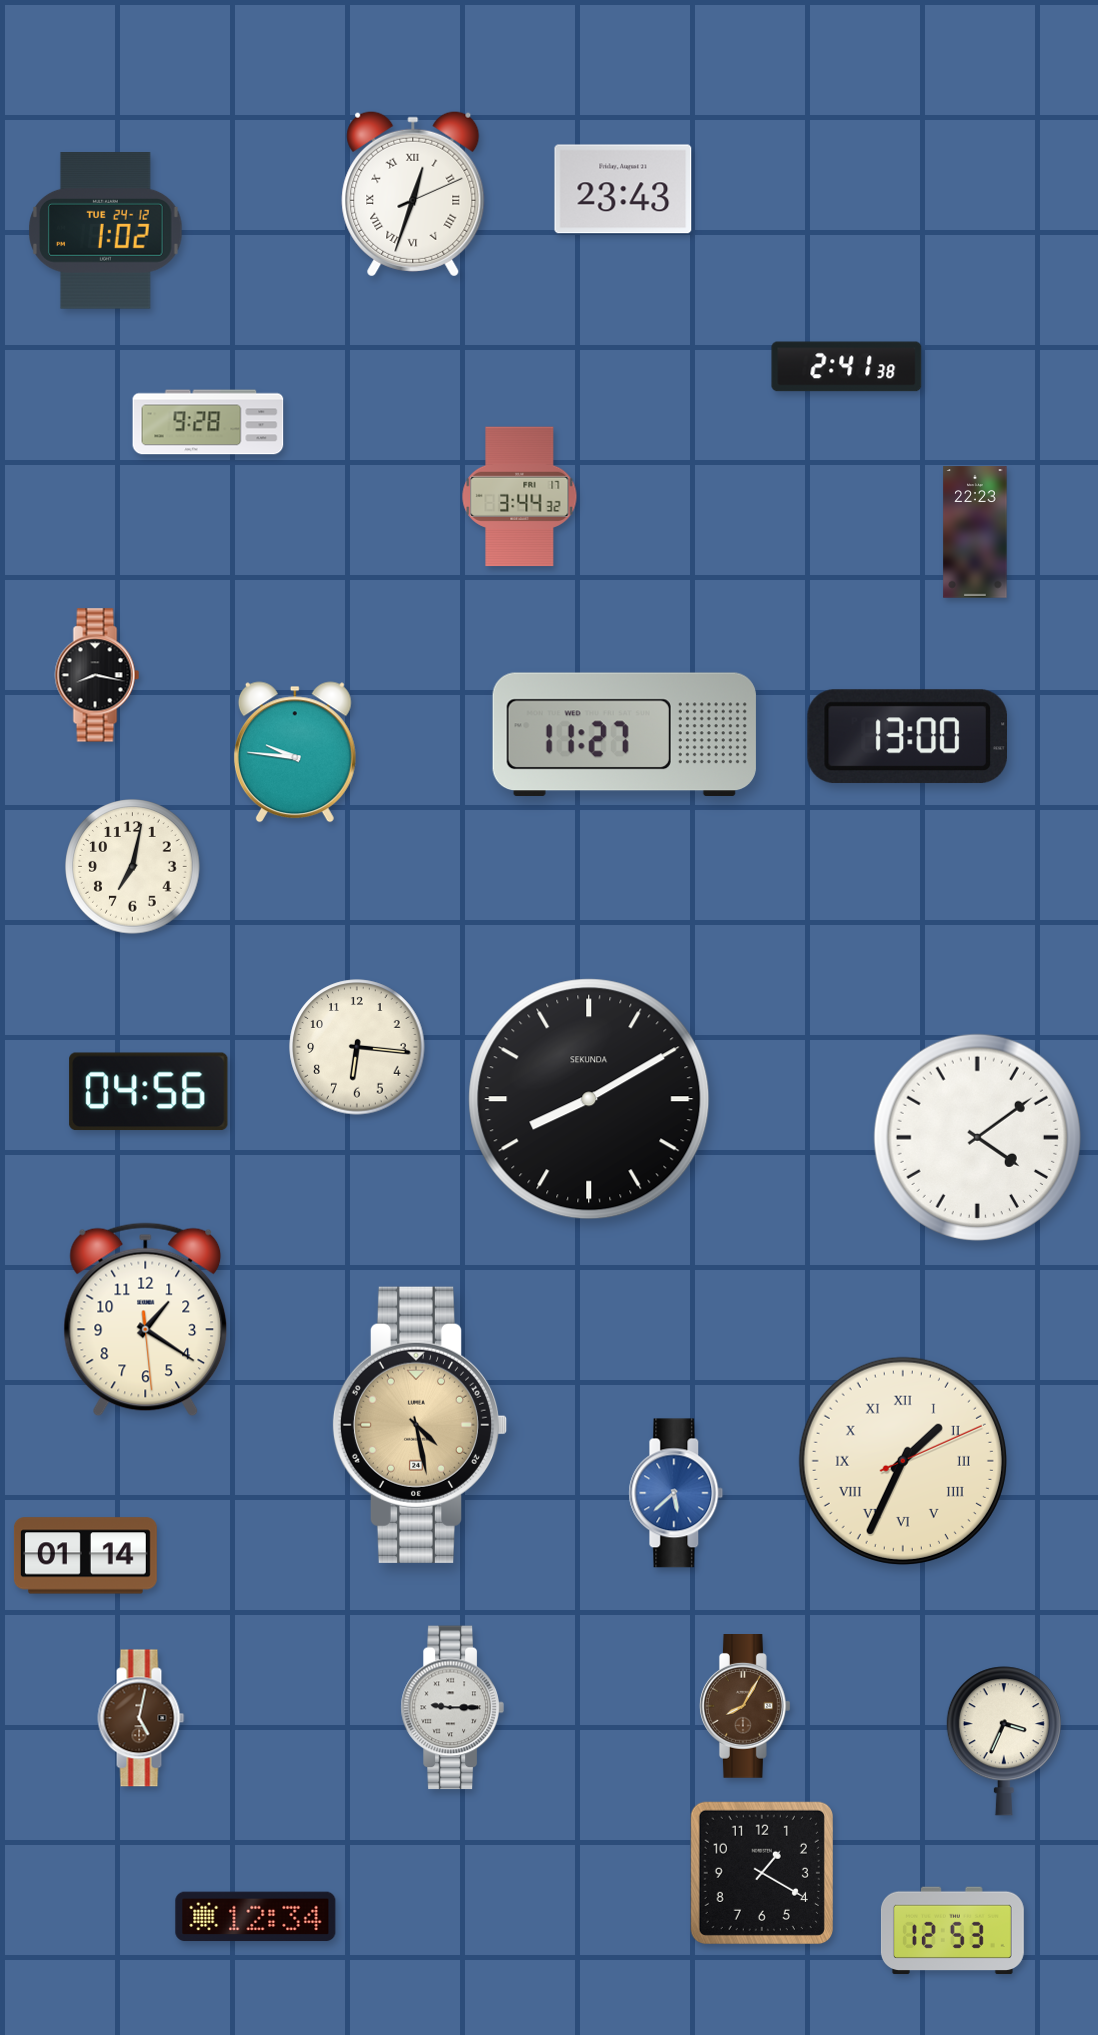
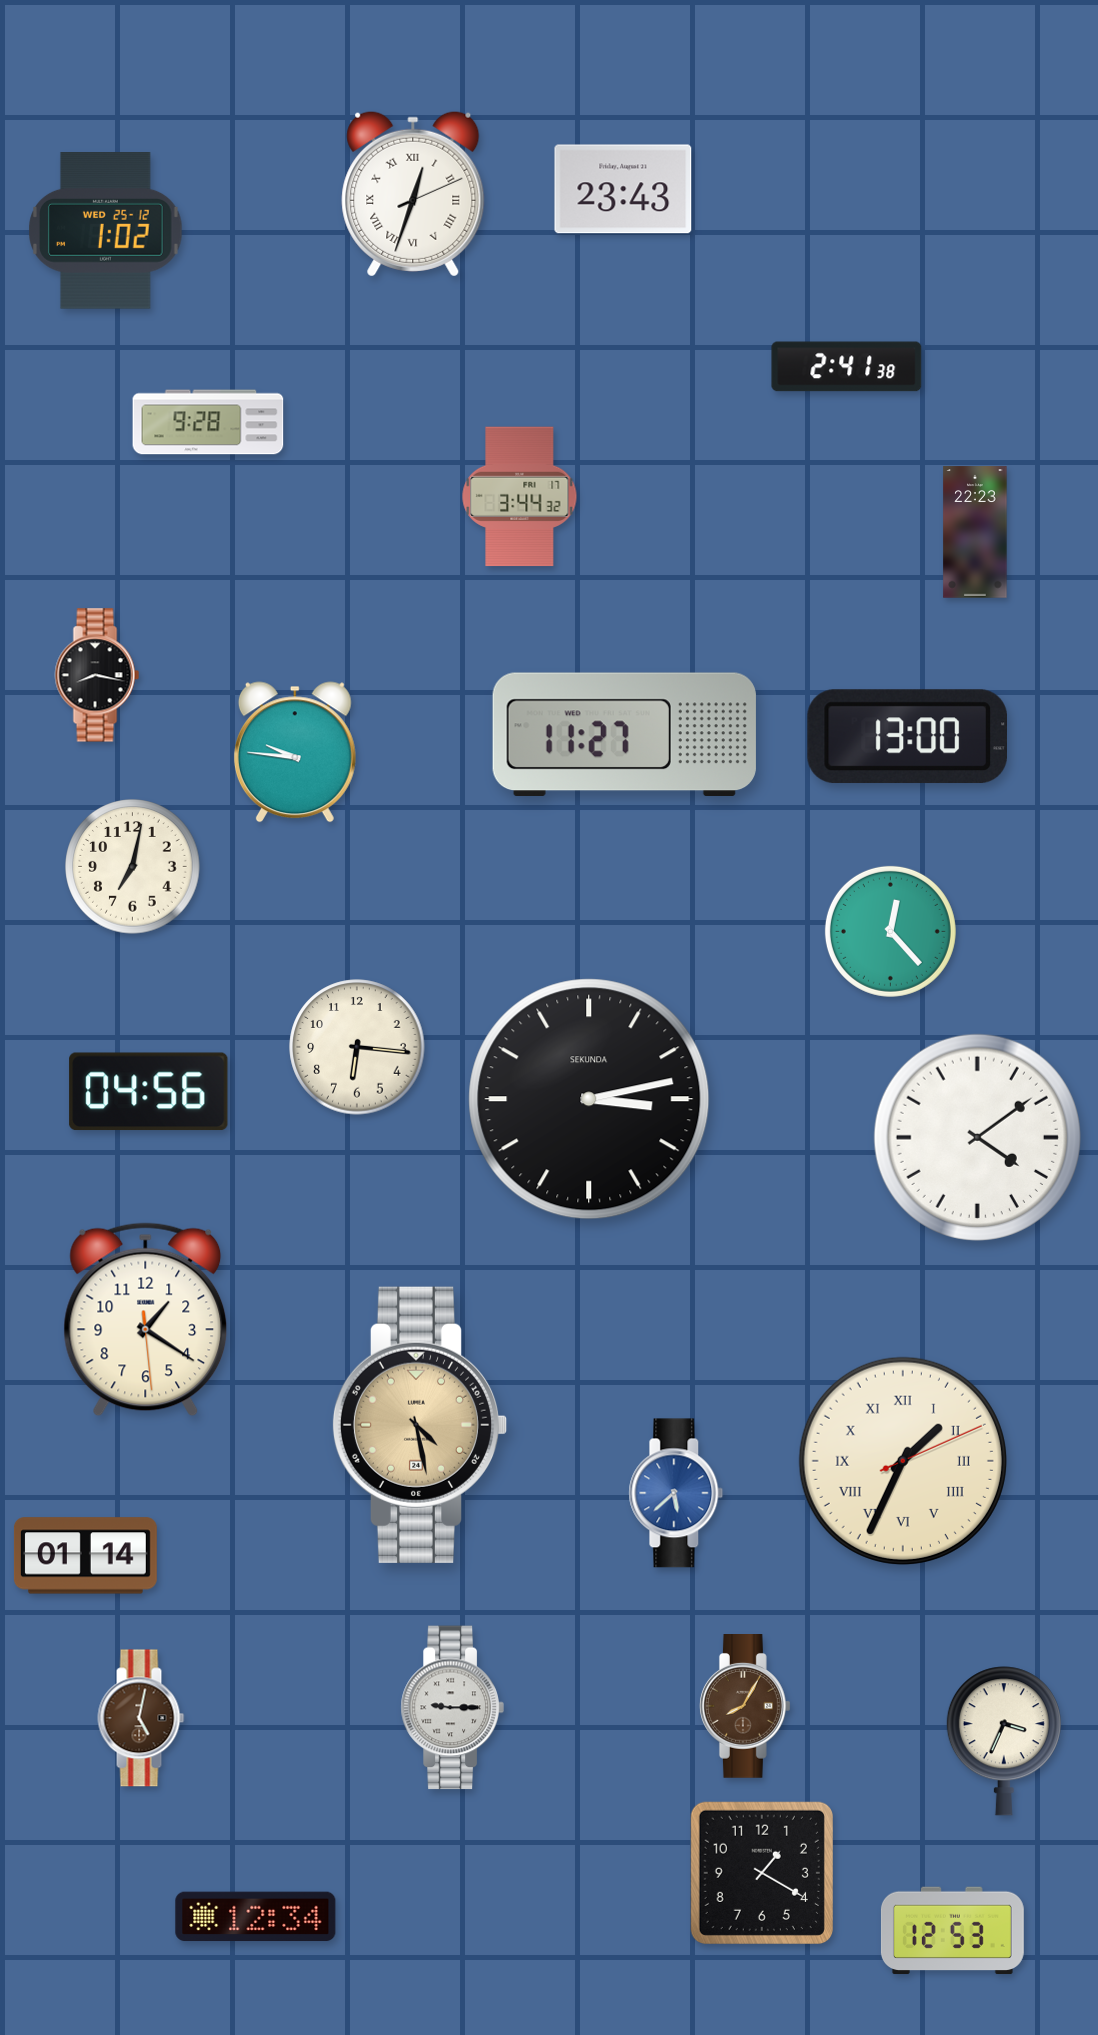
clock at (106, 231) date: TUE 24-12 -> WED 25-12
clock at (890, 931): none -> 12:23
clock at (589, 1099): 8:10 -> 3:13
